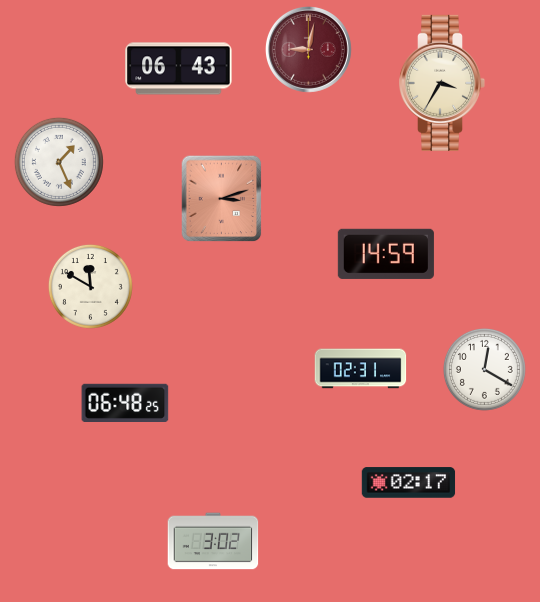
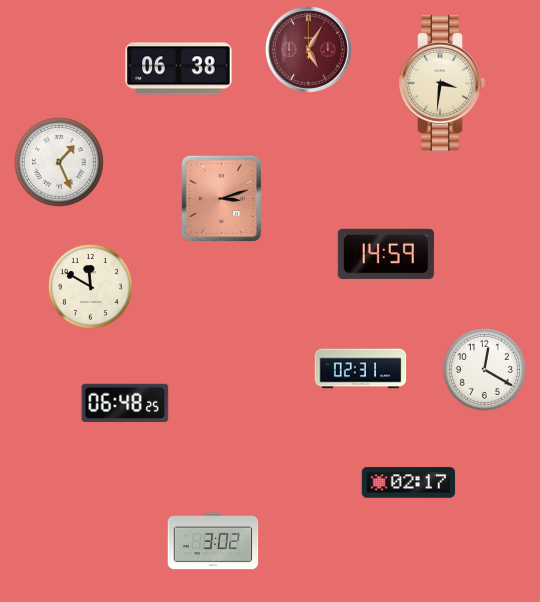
clock at (308, 49): 9:02 -> 5:05
clock at (179, 69): 06:43 -> 06:38
clock at (443, 83): 3:35 -> 3:31
